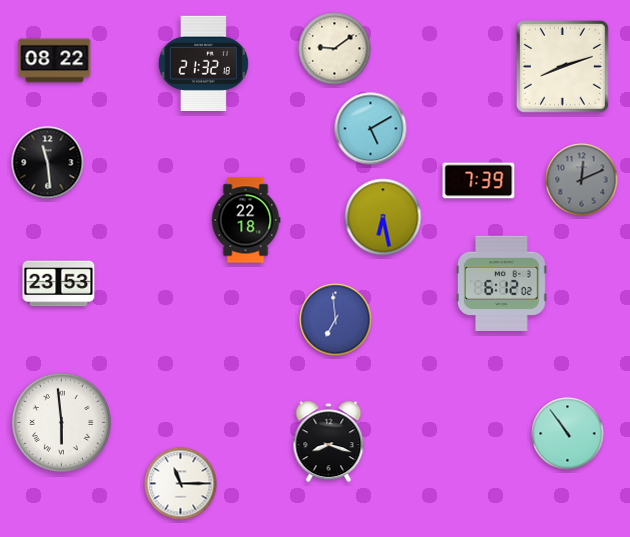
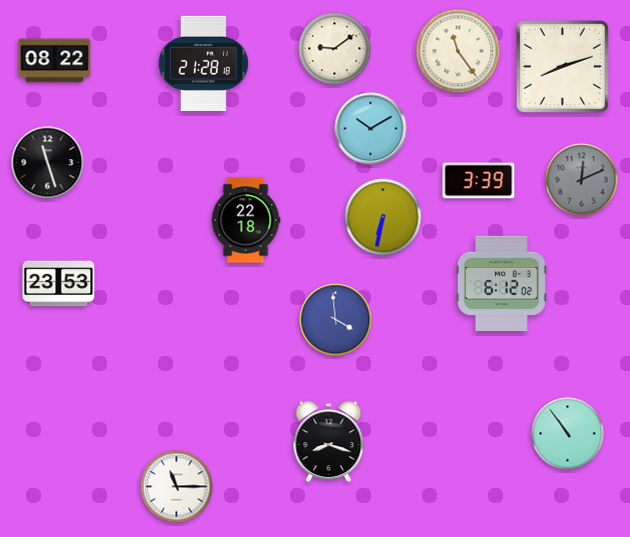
clock at (458, 51): none -> 11:24
clock at (203, 63): 21:32 -> 21:28
clock at (371, 129): 5:10 -> 10:10
clock at (48, 163): 11:29 -> 11:27
clock at (479, 181): 7:39 -> 3:39
clock at (383, 217): 6:28 -> 6:32
clock at (336, 320): 6:59 -> 3:59
clock at (61, 422): 5:59 -> none
clock at (181, 484) position: (181, 484) -> (177, 487)
